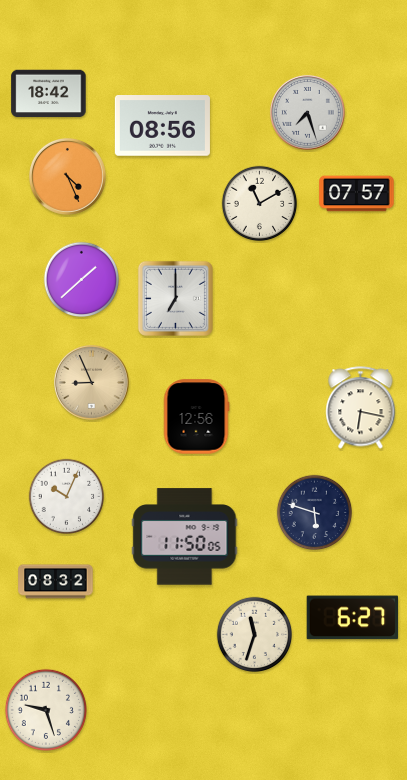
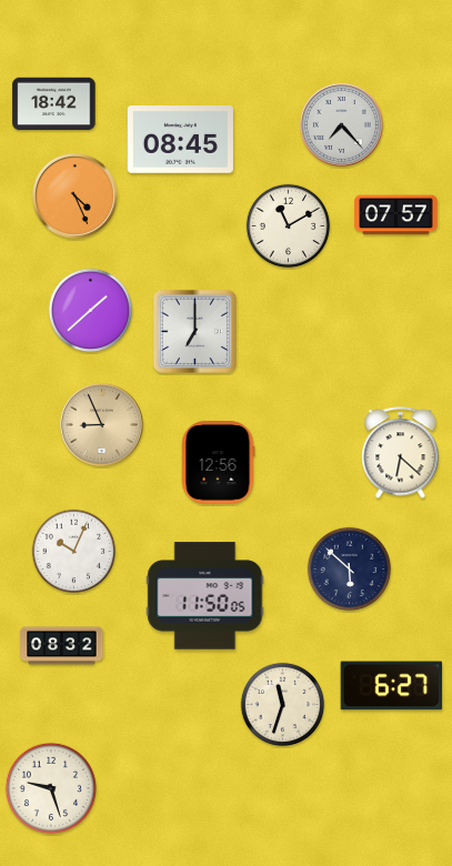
clock at (307, 112): 7:27 -> 7:23
clock at (162, 126): 08:56 -> 08:45
clock at (361, 408): 6:17 -> 6:22
clock at (315, 513): 5:48 -> 5:52
